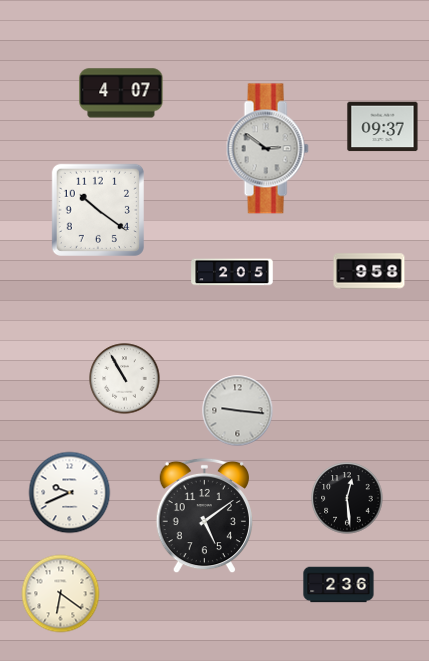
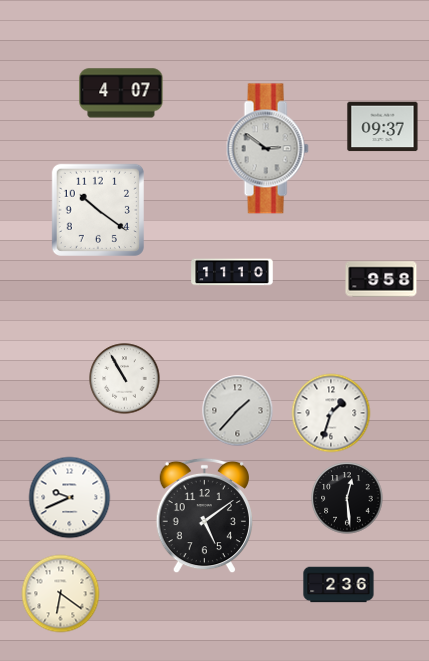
clock at (369, 271) position: (369, 271) -> (381, 279)
clock at (232, 272): 2:05 -> 11:10
clock at (238, 411): 9:16 -> 1:37
clock at (331, 413): none -> 1:33
clock at (70, 493) position: (70, 493) -> (70, 498)
